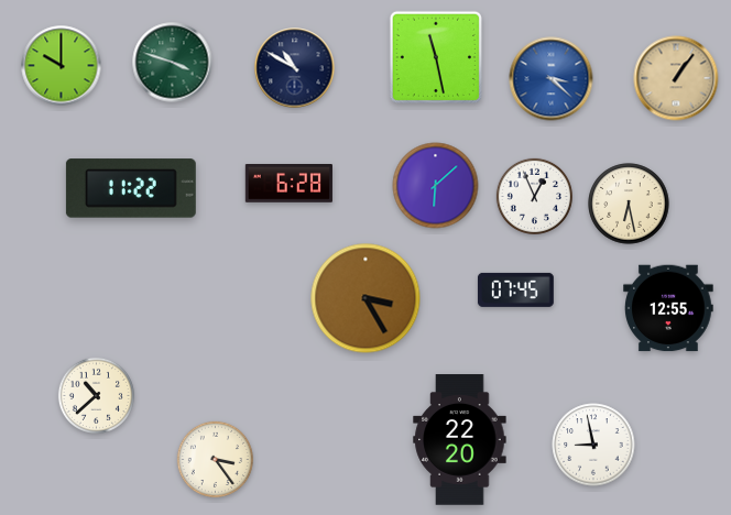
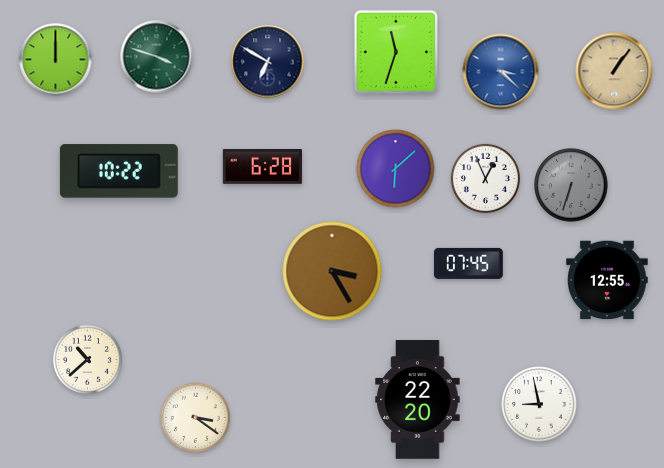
clock at (436, 57): 11:28 -> 11:33
clock at (62, 66): 10:00 -> 12:00
clock at (295, 68): 10:50 -> 6:50
clock at (131, 188): 11:22 -> 10:22
clock at (629, 204): 6:28 -> 6:33
clock at (629, 204) dial: cream -> grey
clock at (215, 459): 3:24 -> 3:21
